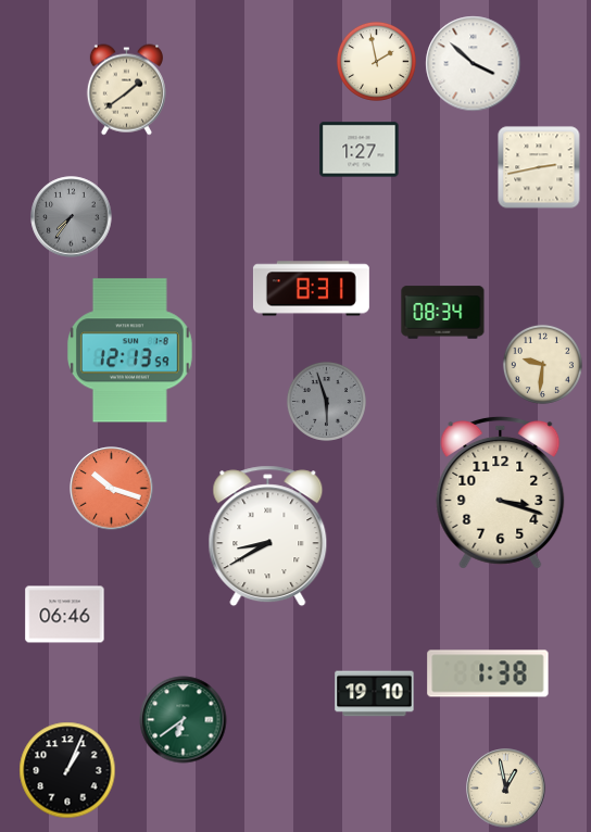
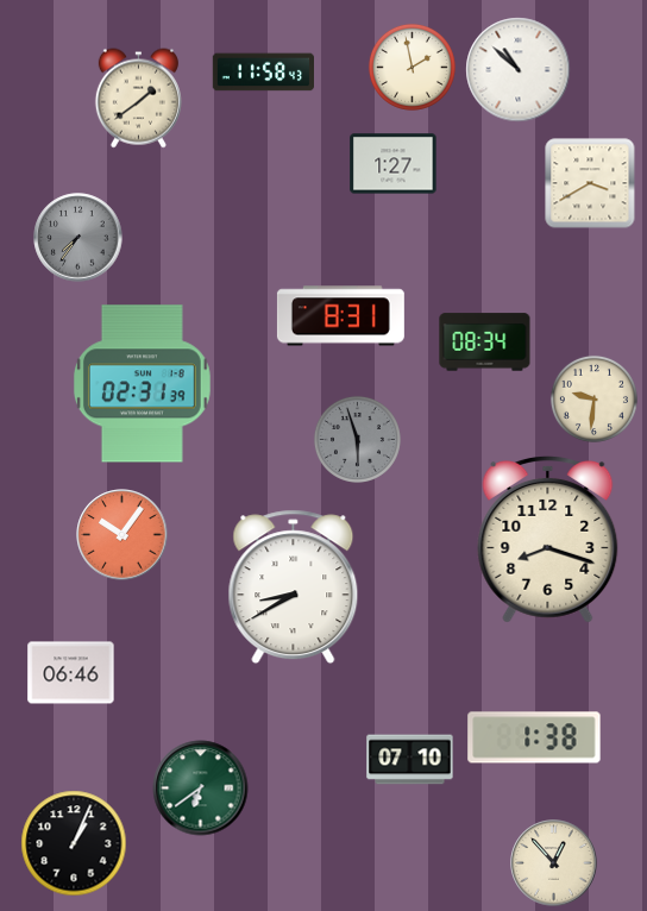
clock at (474, 64): 3:52 -> 10:52
clock at (263, 73): none -> 11:58
clock at (539, 167): 2:43 -> 3:40
clock at (129, 351): 12:13 -> 02:31
clock at (112, 489): 10:18 -> 10:06
clock at (501, 492): 3:18 -> 8:18
clock at (375, 694): 19:10 -> 07:10
clock at (506, 789): 12:58 -> 12:53
